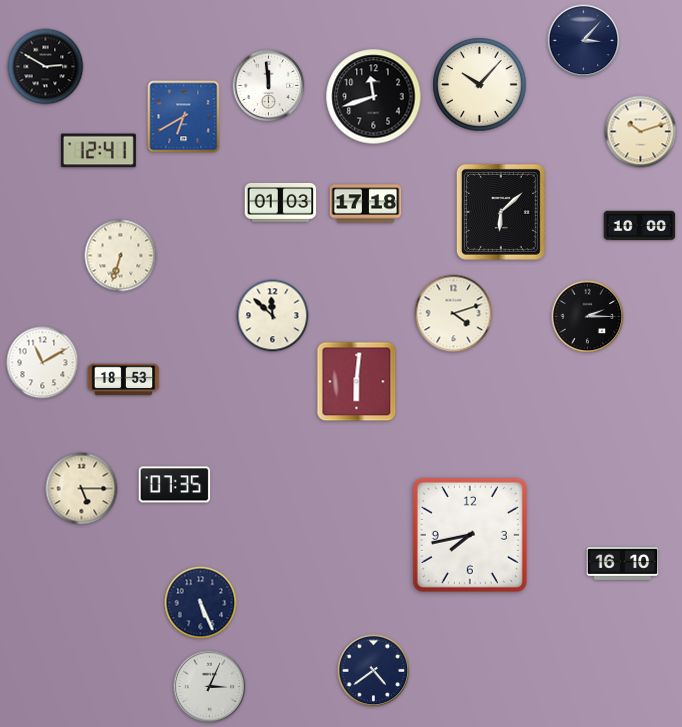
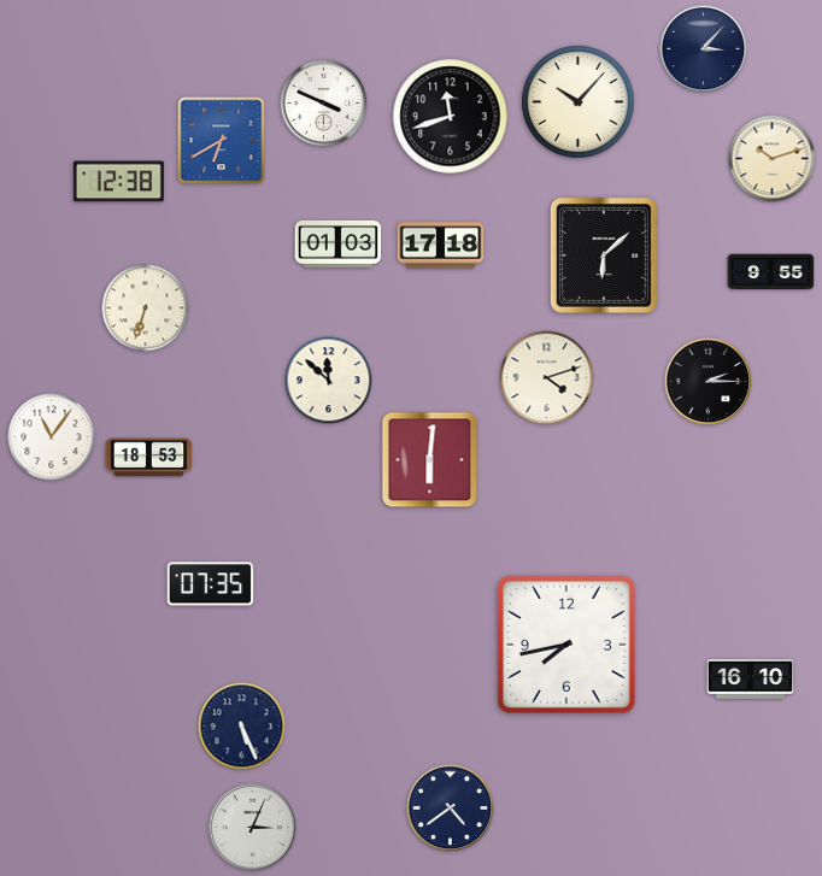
clock at (46, 67): 2:50 -> none
clock at (269, 86): 11:59 -> 3:49
clock at (98, 151): 12:41 -> 12:38
clock at (640, 226): 10:00 -> 9:55
clock at (43, 363): 11:10 -> 11:06
clock at (82, 489): 5:15 -> none
